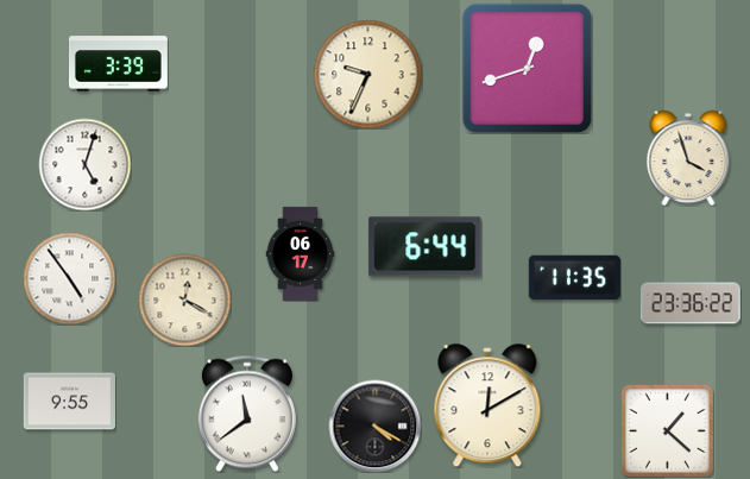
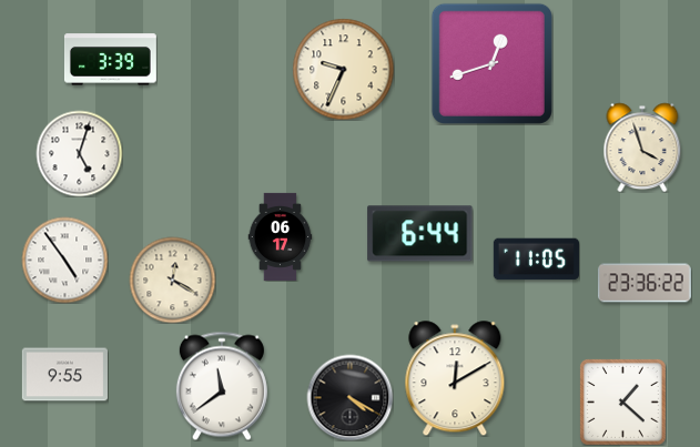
clock at (426, 247) position: (426, 247) -> (420, 234)
clock at (574, 278): 11:35 -> 11:05
clock at (247, 414) position: (247, 414) -> (222, 386)
